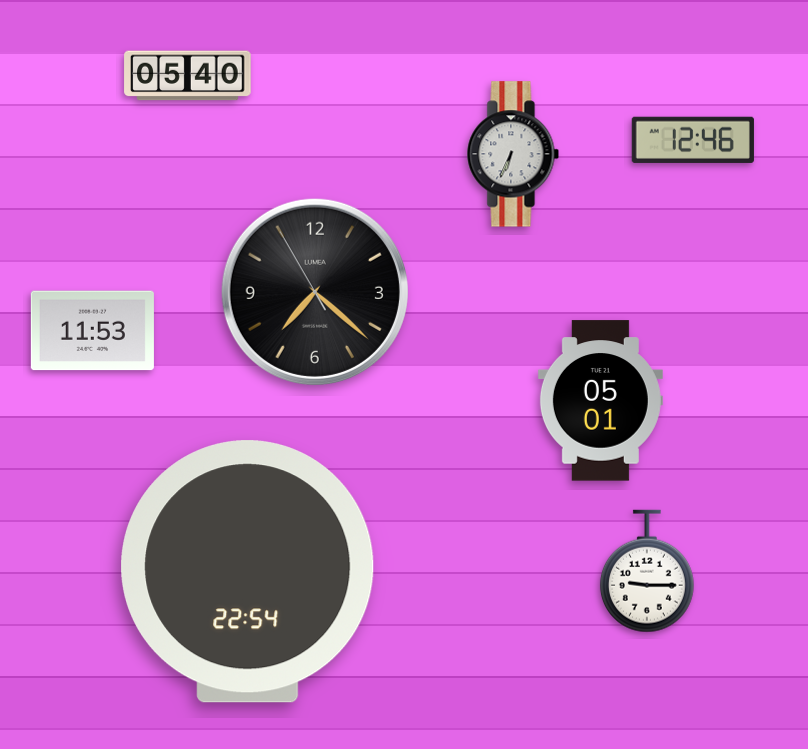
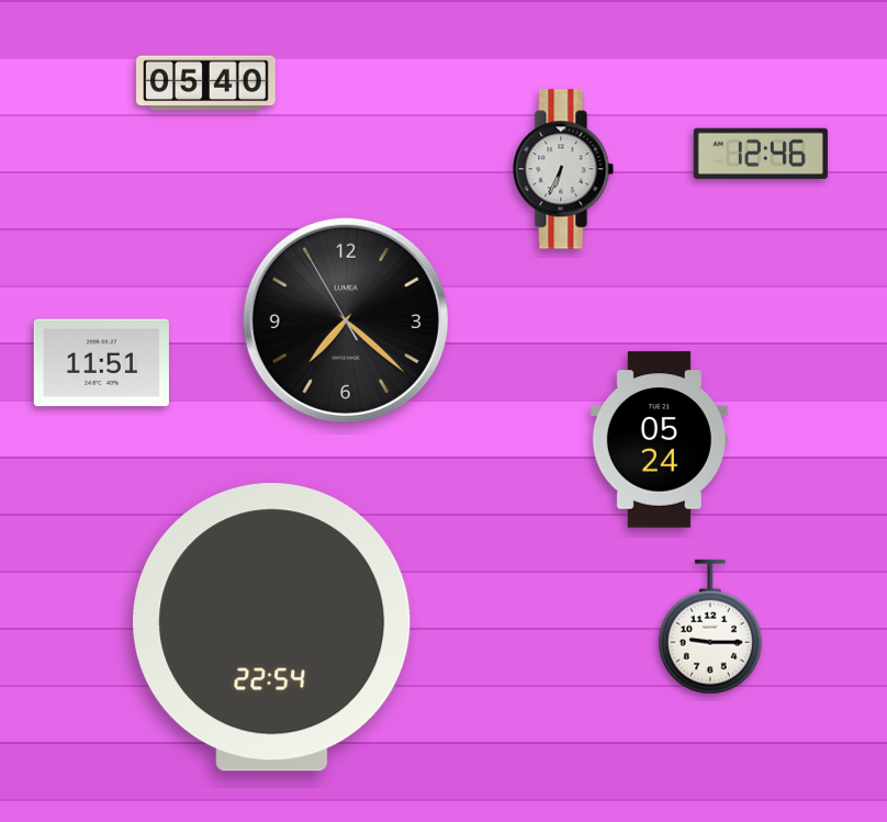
clock at (92, 331): 11:53 -> 11:51
clock at (600, 401): 05:01 -> 05:24
